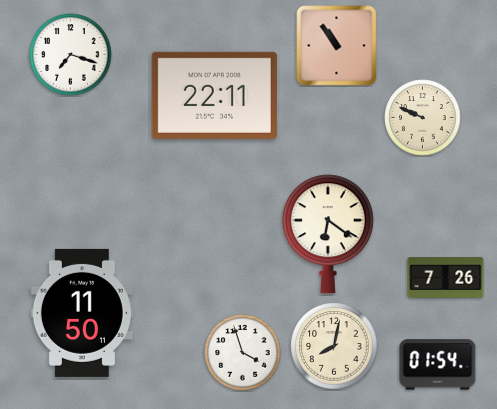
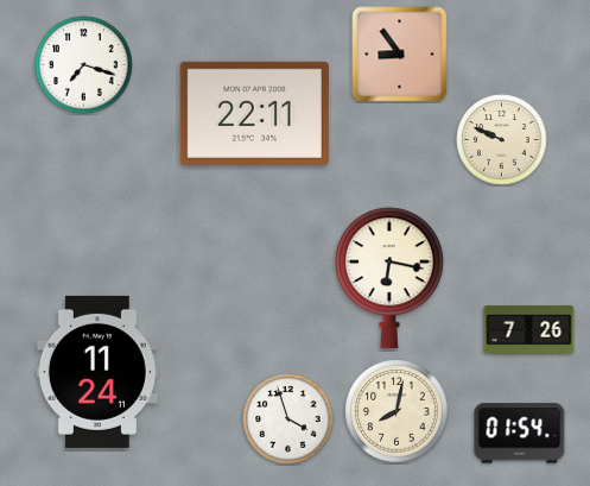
clock at (337, 46): 10:54 -> 8:54
clock at (328, 234): 6:21 -> 6:17
clock at (82, 313): 11:50 -> 11:24
